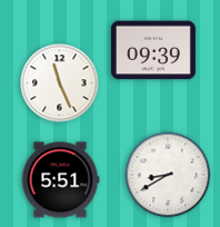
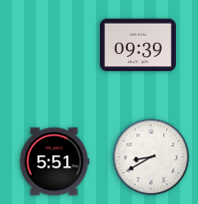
clock at (60, 83): 11:26 -> none
